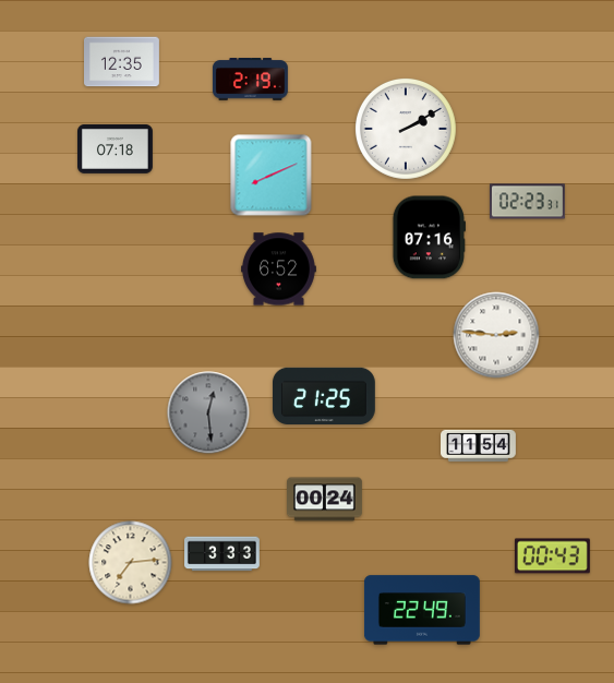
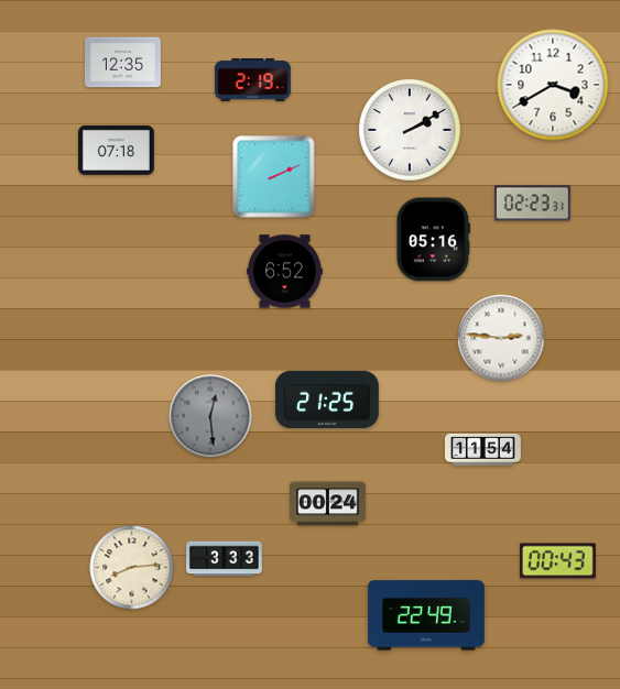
clock at (553, 85): none -> 3:40
clock at (272, 176): 8:11 -> 2:11
clock at (429, 238): 07:16 -> 05:16
clock at (279, 269) position: (279, 269) -> (285, 272)
clock at (131, 563): 7:14 -> 8:14
